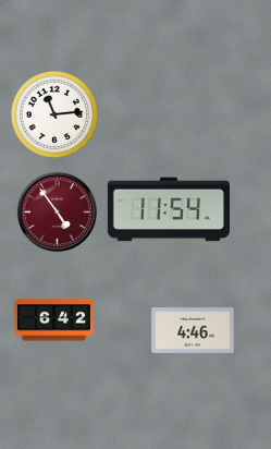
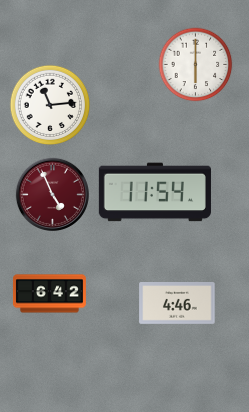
clock at (196, 65): none -> 6:00
clock at (57, 211): 4:54 -> 4:56
